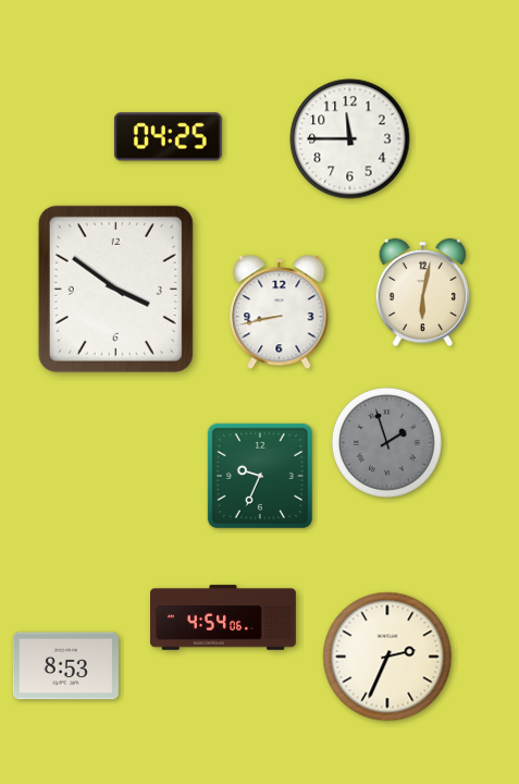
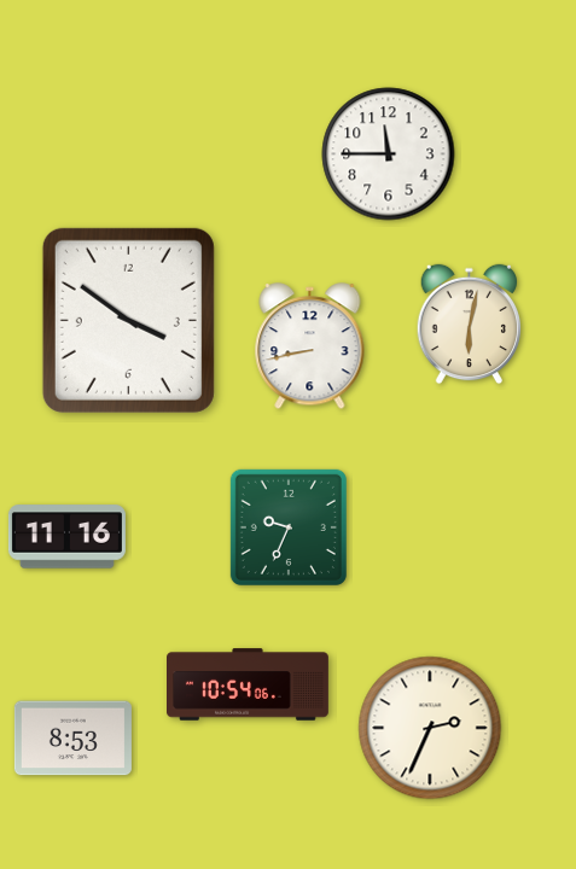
clock at (168, 137): 04:25 -> none
clock at (386, 442): 1:57 -> none
clock at (66, 537): none -> 11:16
clock at (224, 617): 4:54 -> 10:54
